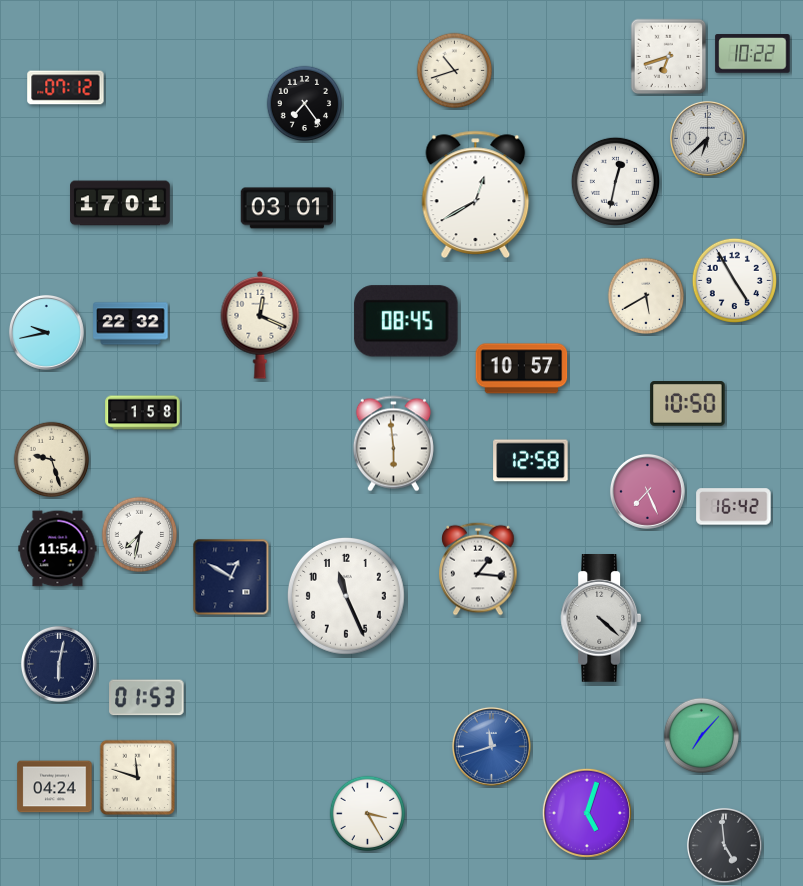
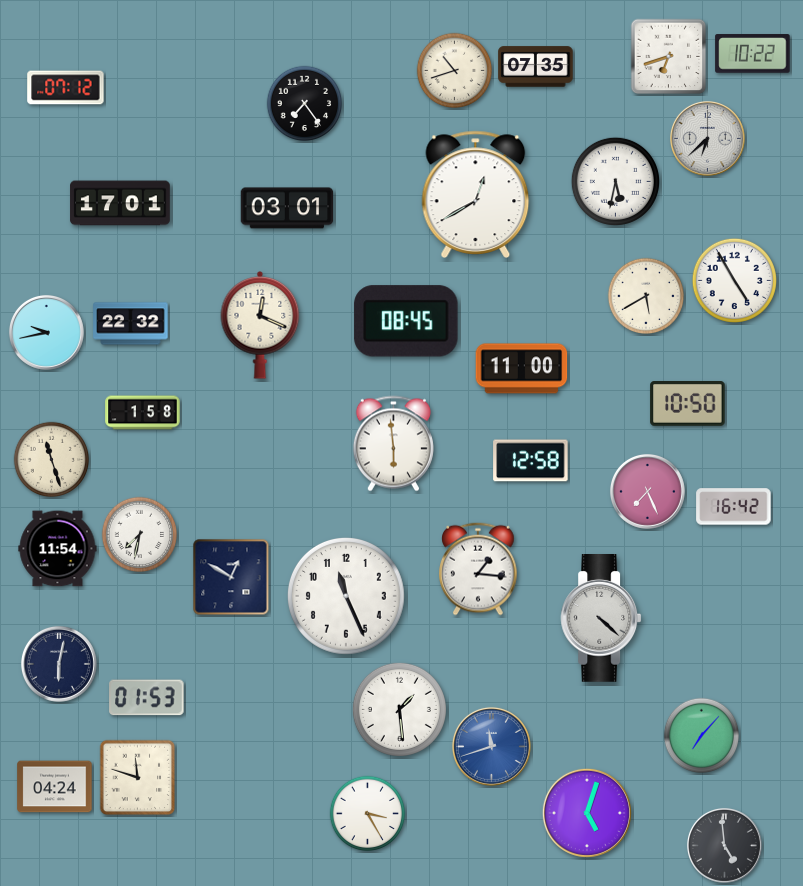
clock at (536, 67): none -> 07:35
clock at (615, 181): 12:32 -> 5:32
clock at (522, 369): 10:57 -> 11:00
clock at (52, 460): 9:27 -> 11:27
clock at (399, 709): none -> 1:29
